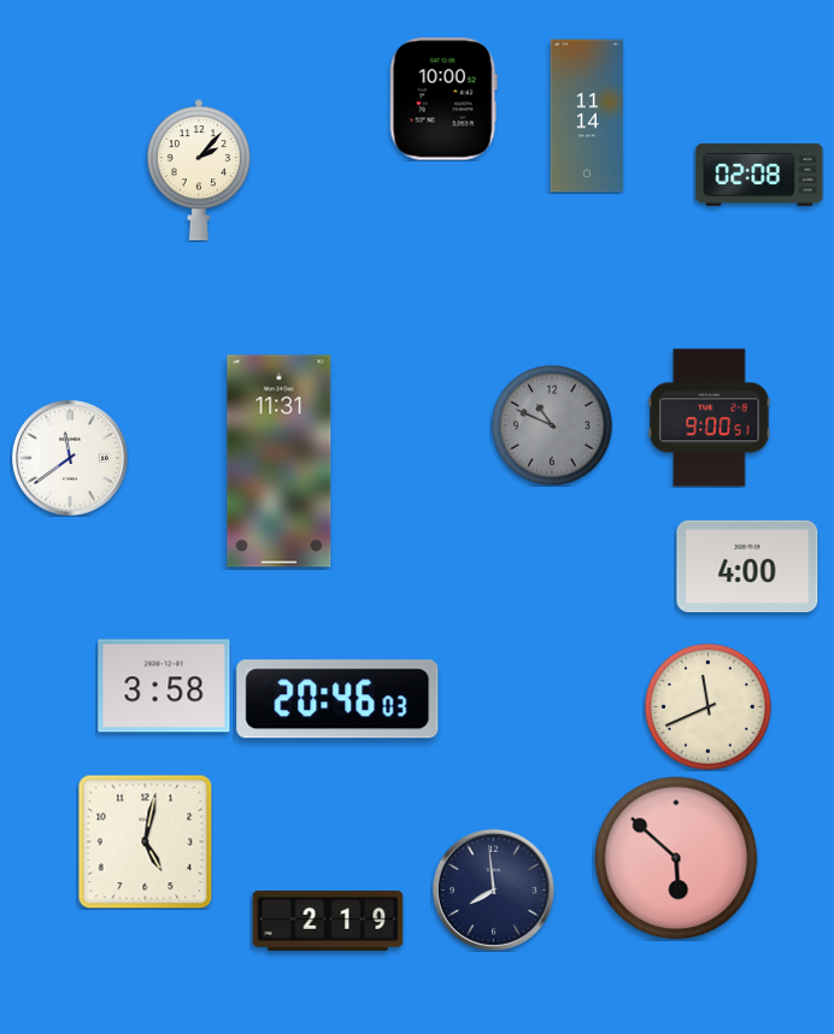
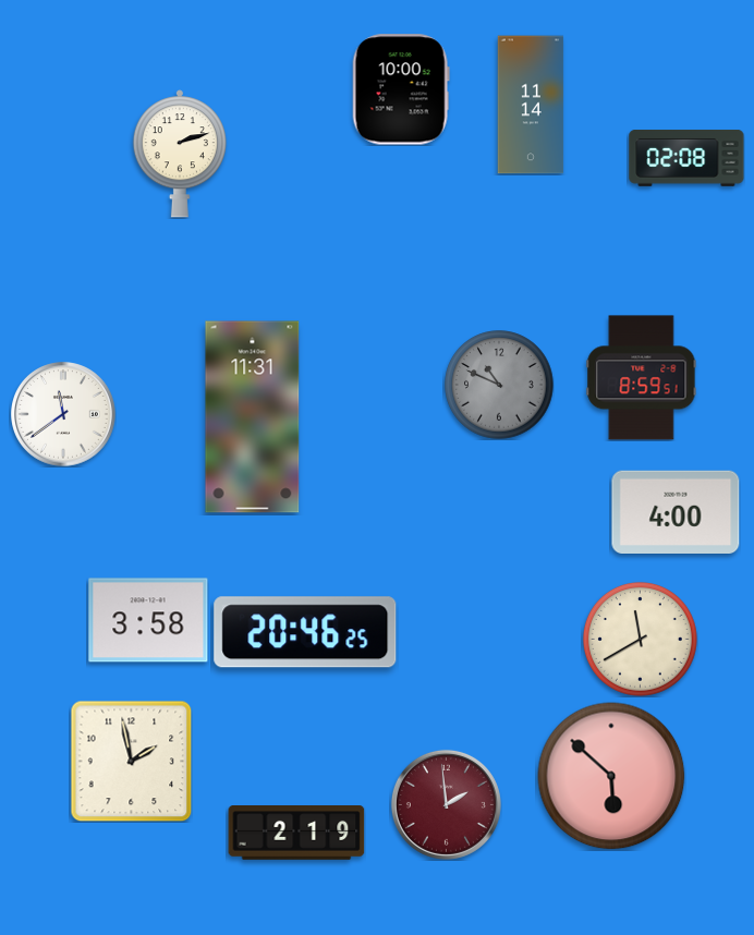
clock at (199, 170): 2:07 -> 2:12
clock at (710, 418): 9:00 -> 8:59
clock at (337, 699): 20:46:03 -> 20:46:25
clock at (709, 707): 11:41 -> 11:40
clock at (145, 841): 5:02 -> 1:58
clock at (493, 889): 7:59 -> 1:59
clock at (493, 889) dial: navy -> burgundy
